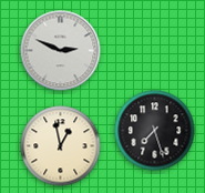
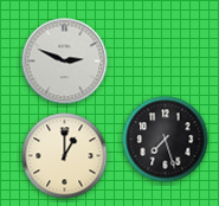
clock at (61, 51) position: (61, 51) -> (65, 62)
clock at (61, 146): 12:58 -> 1:00
